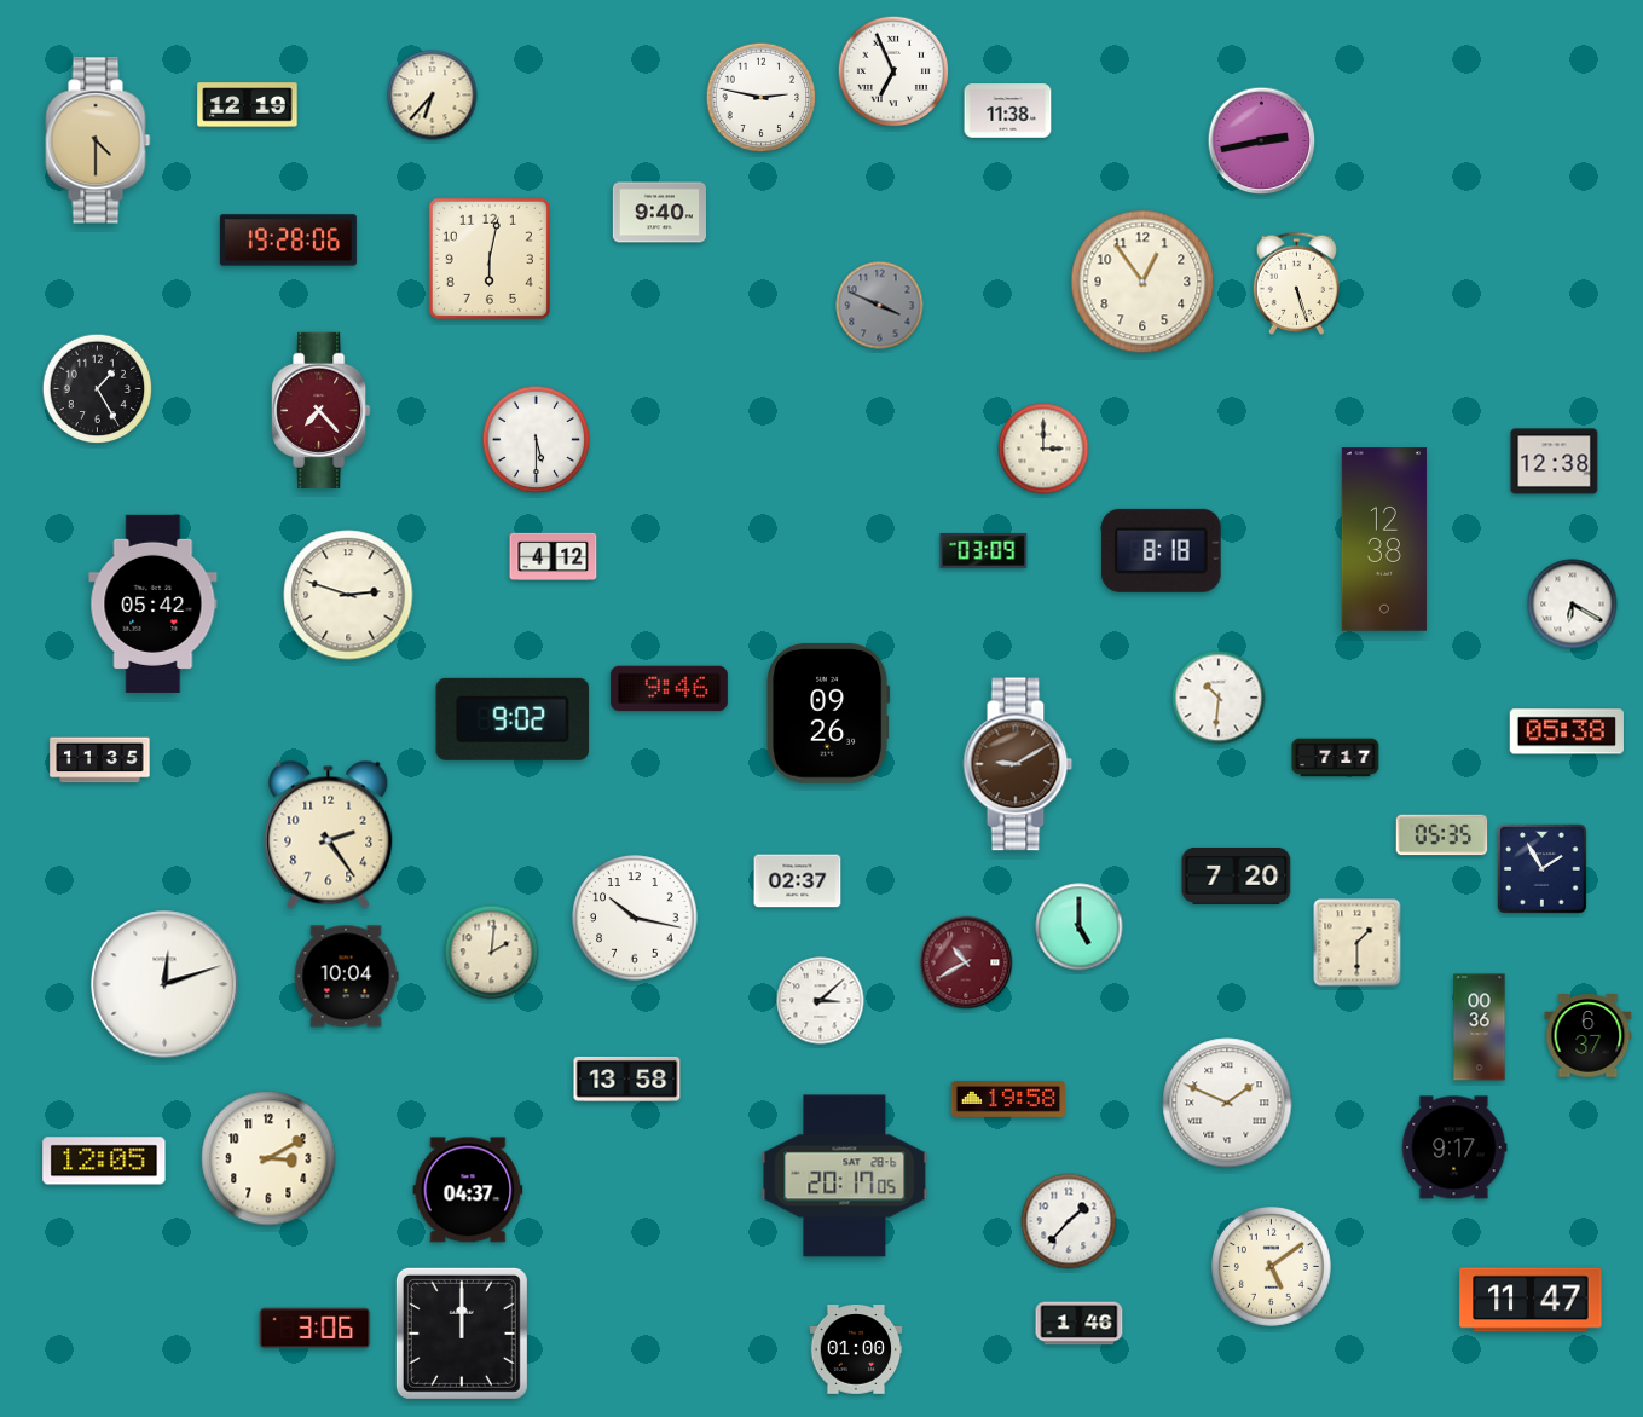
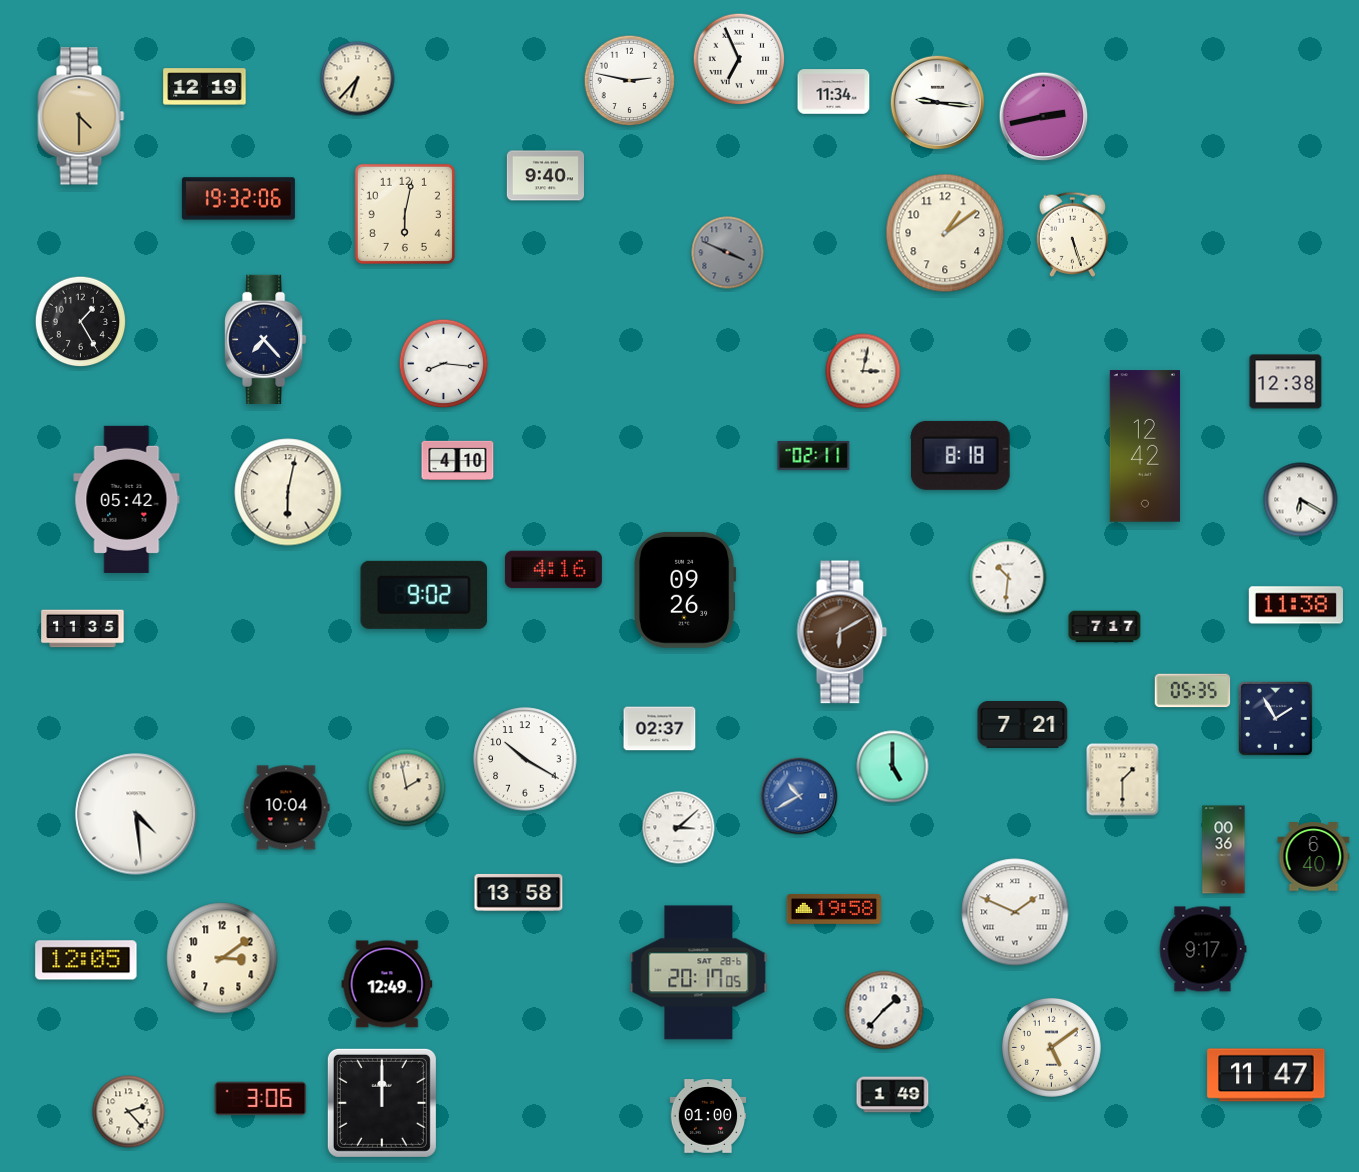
clock at (1008, 111): 11:38 -> 11:34
clock at (937, 102): none -> 9:16
clock at (288, 241): 19:28 -> 19:32
clock at (1142, 282): 12:54 -> 1:09
clock at (322, 410) dial: burgundy -> navy
clock at (537, 440): 5:30 -> 8:16
clock at (1043, 449): 3:00 -> 3:02
clock at (1384, 539): 12:38 -> 12:42
clock at (984, 550): 03:09 -> 02:11
clock at (554, 557): 4:12 -> 4:10
clock at (348, 595): 2:48 -> 6:02
clock at (669, 689): 9:46 -> 4:16
clock at (1567, 731): 05:38 -> 11:38
clock at (1018, 764): 9:10 -> 6:10
clock at (329, 834): 2:24 -> none
clock at (1237, 877): 7:20 -> 7:21
clock at (635, 918): 10:17 -> 10:20
clock at (492, 953): 2:01 -> 1:58
clock at (966, 962) dial: burgundy -> blue
clock at (164, 984): 12:12 -> 4:29
clock at (1589, 1036): 6:37 -> 6:40
clock at (268, 1158): 3:10 -> 3:09
clock at (468, 1190): 04:37 -> 12:49
clock at (1080, 1324): 1:46 -> 1:49
clock at (129, 1112): none -> 2:23
